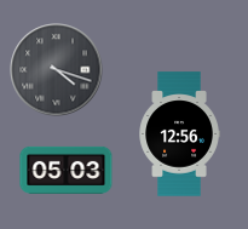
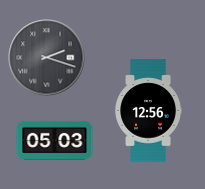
clock at (57, 70): 4:18 -> 2:18
